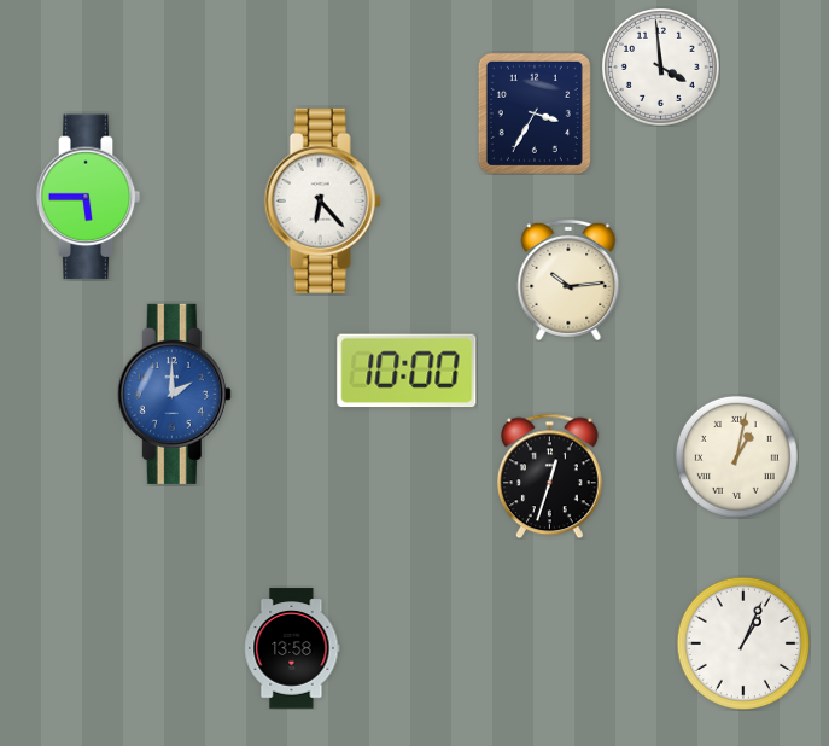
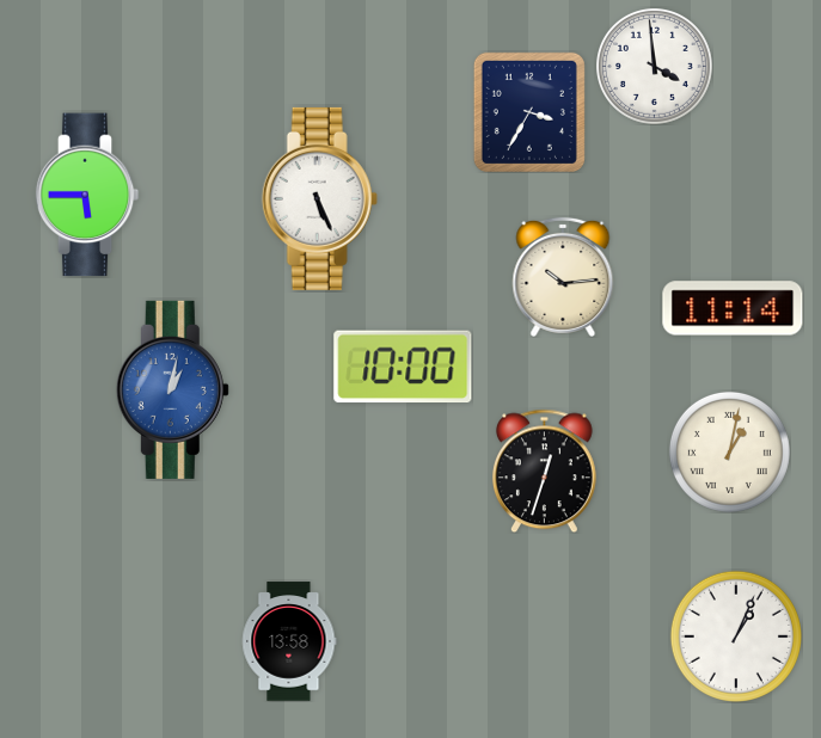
clock at (322, 200): 6:23 -> 5:26
clock at (733, 308): none -> 11:14
clock at (174, 394): 2:00 -> 1:02
